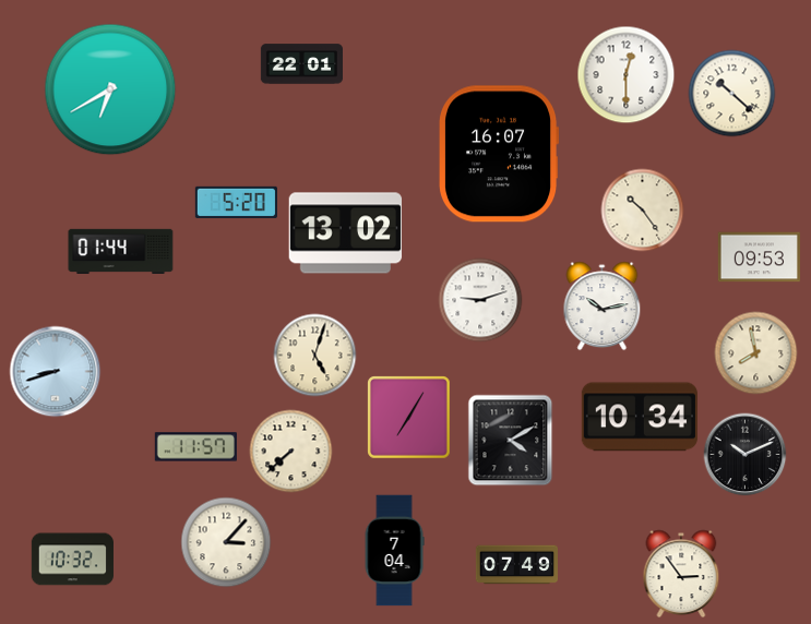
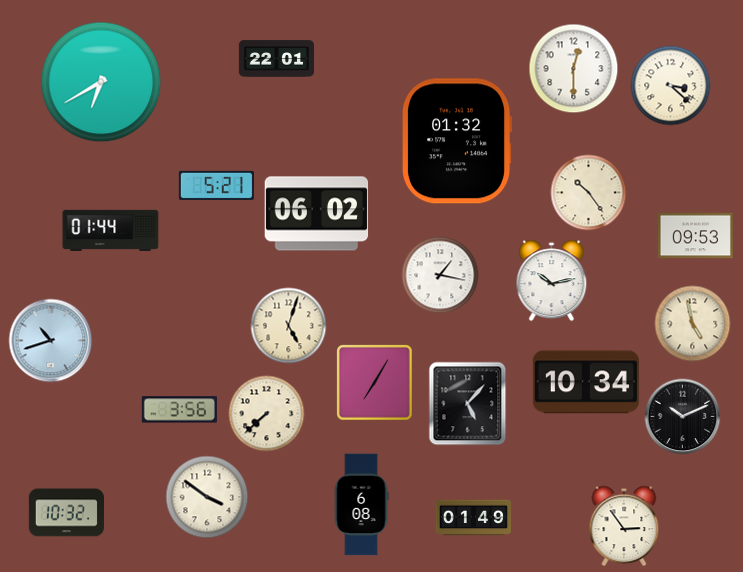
clock at (732, 94): 10:22 -> 3:22
clock at (500, 154): 16:07 -> 01:32
clock at (236, 202): 5:20 -> 5:21
clock at (346, 233): 13:02 -> 06:02
clock at (480, 300): 9:12 -> 1:17
clock at (756, 353): 7:58 -> 4:58
clock at (56, 372): 8:42 -> 10:42
clock at (511, 441): 4:10 -> 5:07
clock at (195, 447): 11:57 -> 3:56
clock at (226, 542): 3:07 -> 3:51
clock at (394, 551): 7:04 -> 6:08
clock at (516, 565): 07:49 -> 01:49
